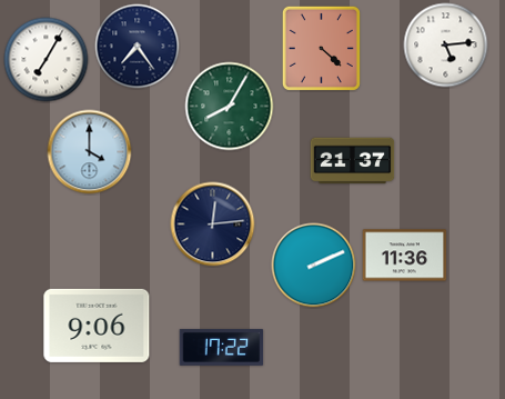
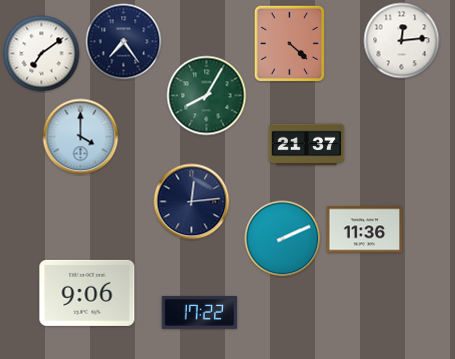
clock at (446, 46): 5:14 -> 12:14
clock at (47, 60): 7:05 -> 7:09
clock at (353, 161) position: (353, 161) -> (307, 145)
